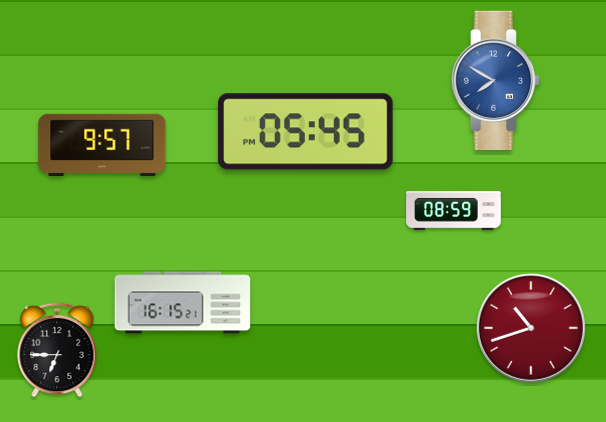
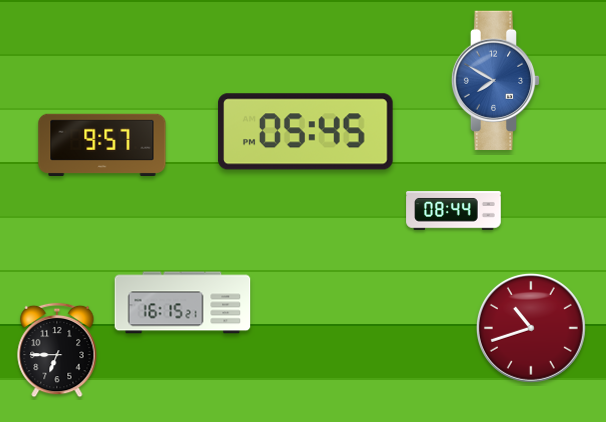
clock at (454, 211): 08:59 -> 08:44
